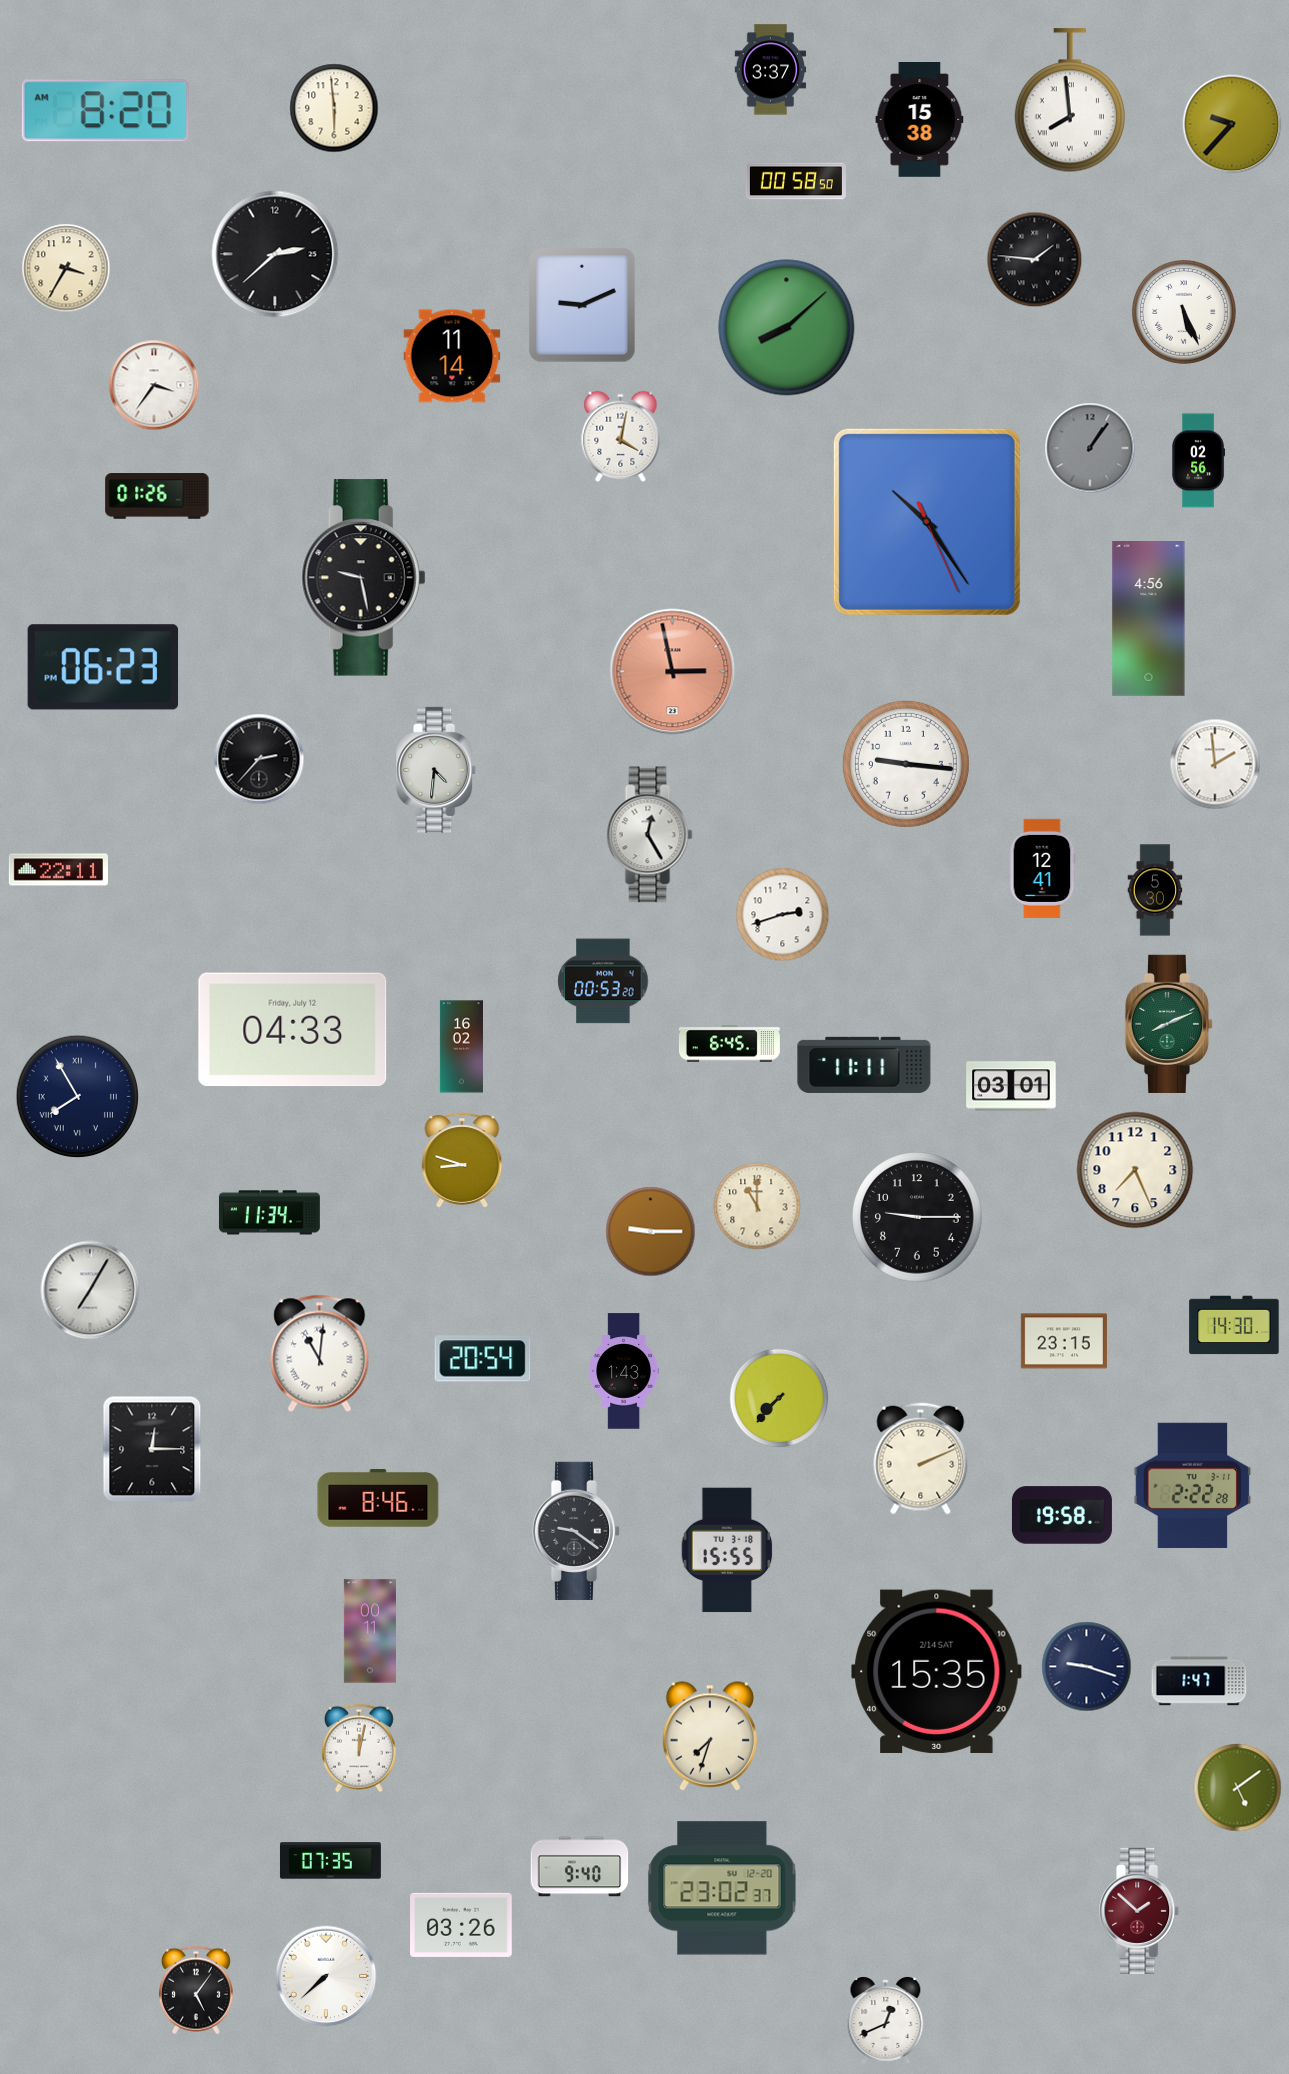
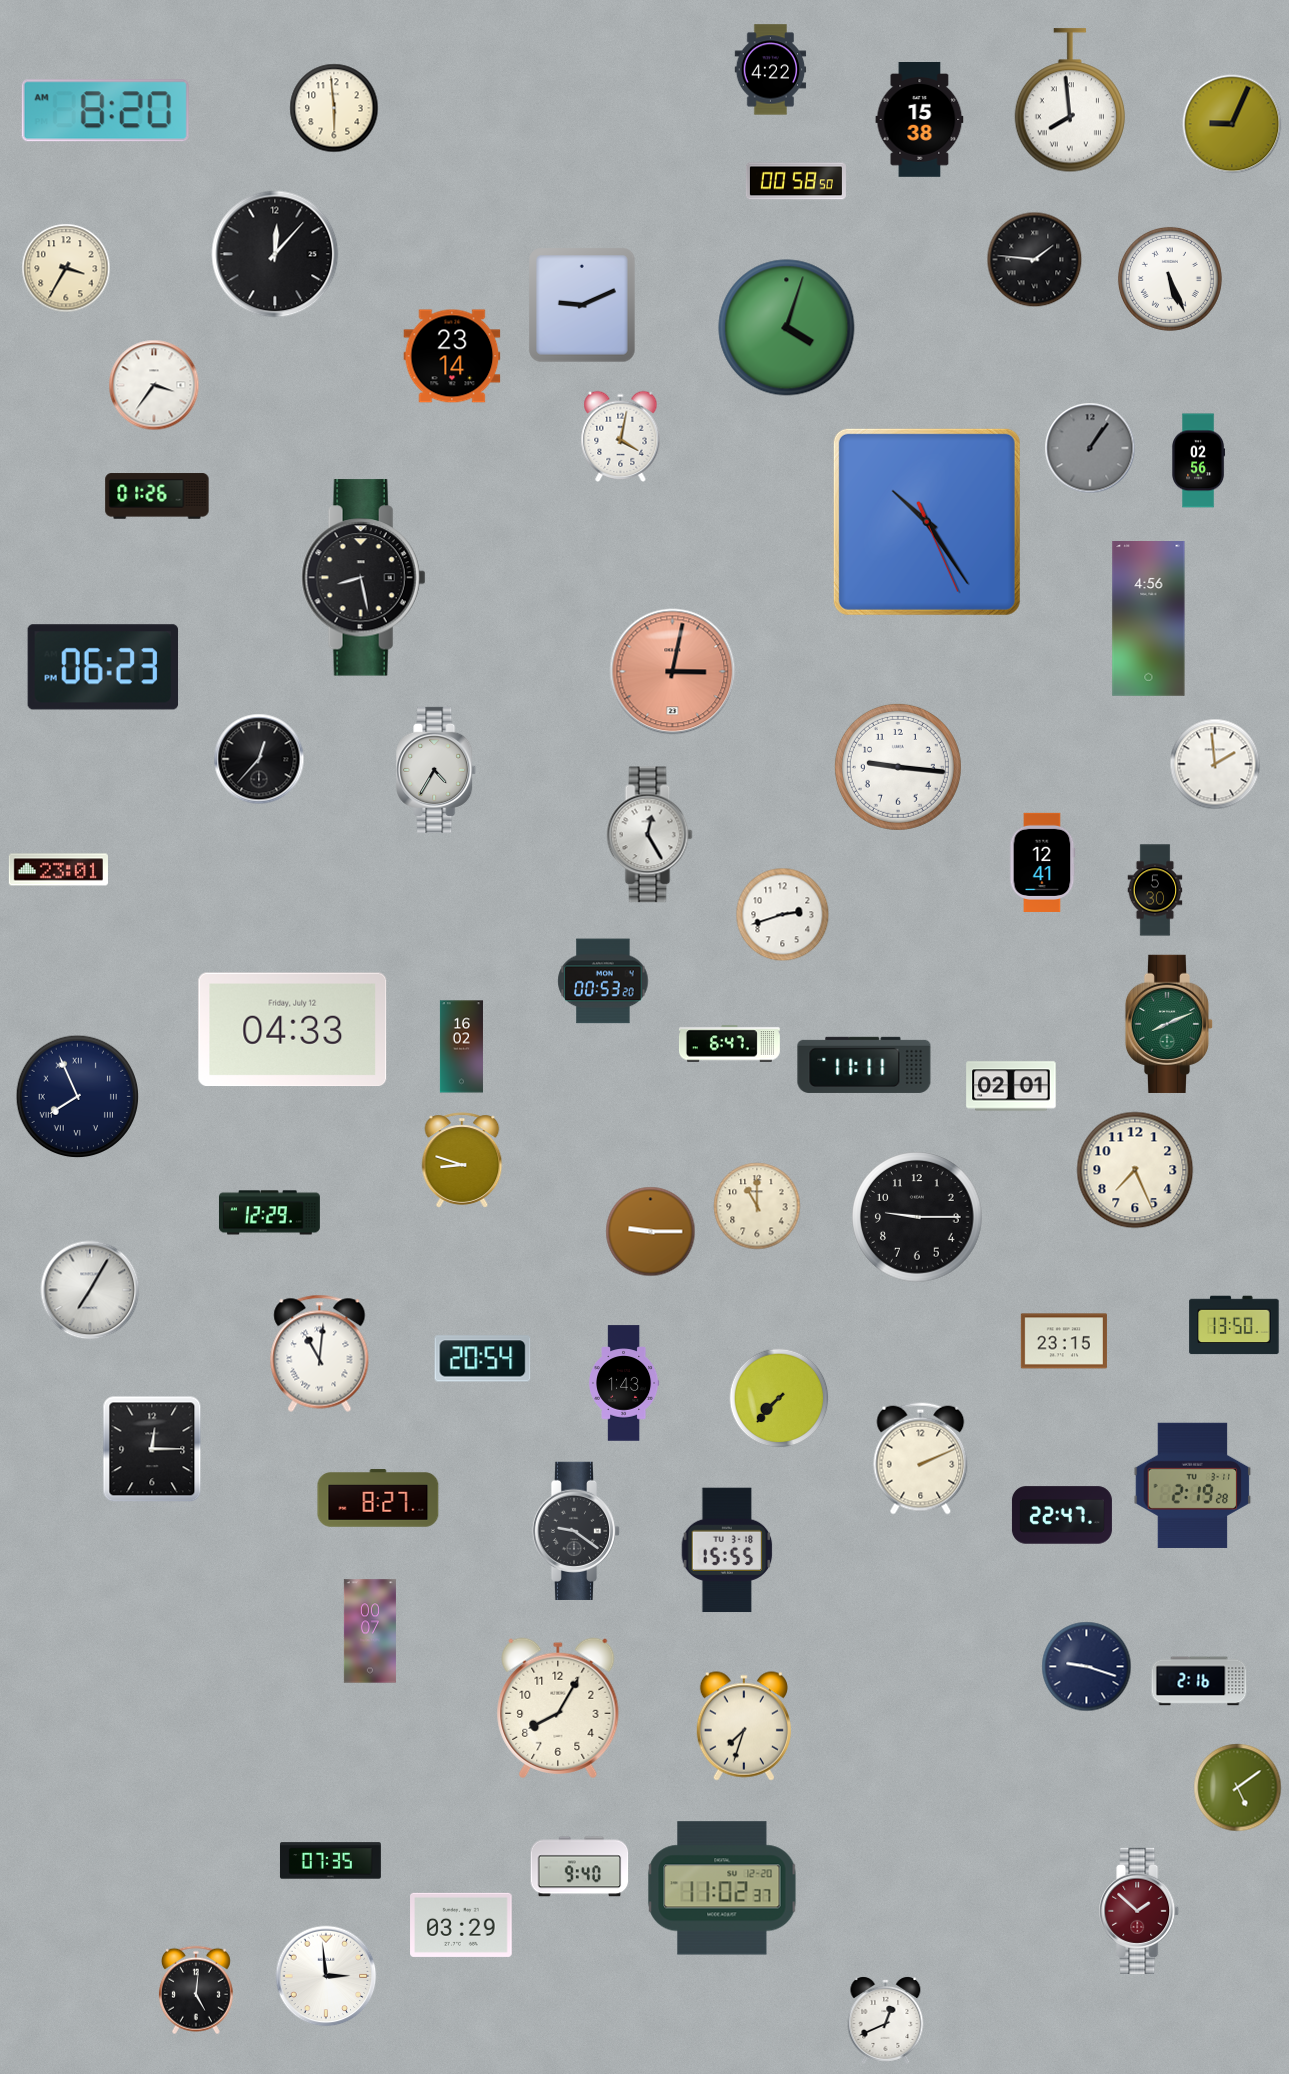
clock at (771, 70): 3:37 -> 4:22
clock at (1232, 124): 9:37 -> 9:04
clock at (275, 254): 2:38 -> 12:07
clock at (1184, 312) position: (1184, 312) -> (1170, 279)
clock at (787, 328): 8:08 -> 4:03
clock at (452, 356): 11:14 -> 23:14
clock at (364, 578): 9:28 -> 8:28
clock at (673, 672): 2:58 -> 3:02
clock at (259, 759): 2:37 -> 12:37
clock at (906, 764) position: (906, 764) -> (898, 767)
clock at (437, 770): 4:31 -> 4:35
clock at (1042, 868) position: (1042, 868) -> (1042, 862)
clock at (58, 870): 22:11 -> 23:01
clock at (729, 1044): 6:45 -> 6:47
clock at (1011, 1086): 03:01 -> 02:01
clock at (78, 1097): 7:55 -> 7:56
clock at (269, 1213): 11:34 -> 12:29
clock at (1234, 1325): 14:30 -> 13:50
clock at (625, 1371) position: (625, 1371) -> (625, 1383)
clock at (1193, 1485): 2:22 -> 2:19
clock at (378, 1498): 8:46 -> 8:27
clock at (1062, 1515): 19:58 -> 22:47
clock at (370, 1631): 00:11 -> 00:07
clock at (937, 1671): 15:35 -> none
clock at (1199, 1681): 1:47 -> 2:16
clock at (558, 1708): none -> 8:05
clock at (710, 1736) position: (710, 1736) -> (744, 1726)
clock at (359, 1748): 12:02 -> none
clock at (722, 1888): 23:02 -> 11:02
clock at (461, 1925): 03:26 -> 03:29
clock at (326, 1976): 7:38 -> 2:59
clock at (196, 1990): 5:06 -> 5:01
